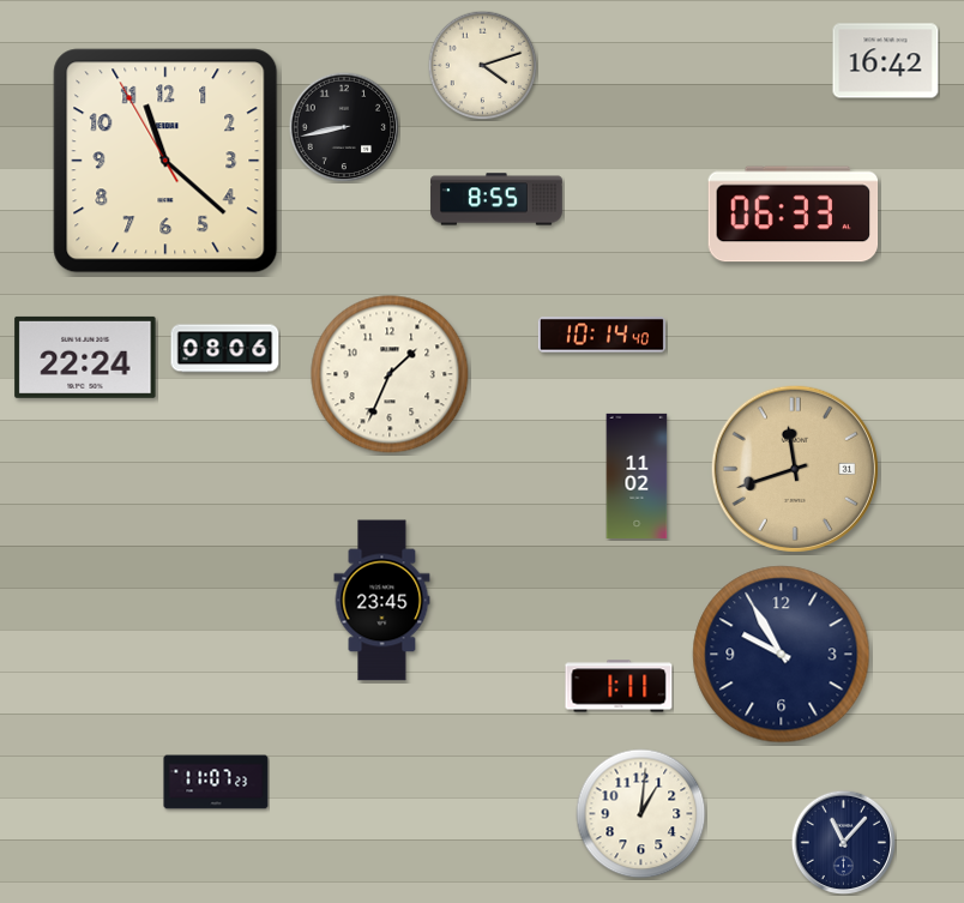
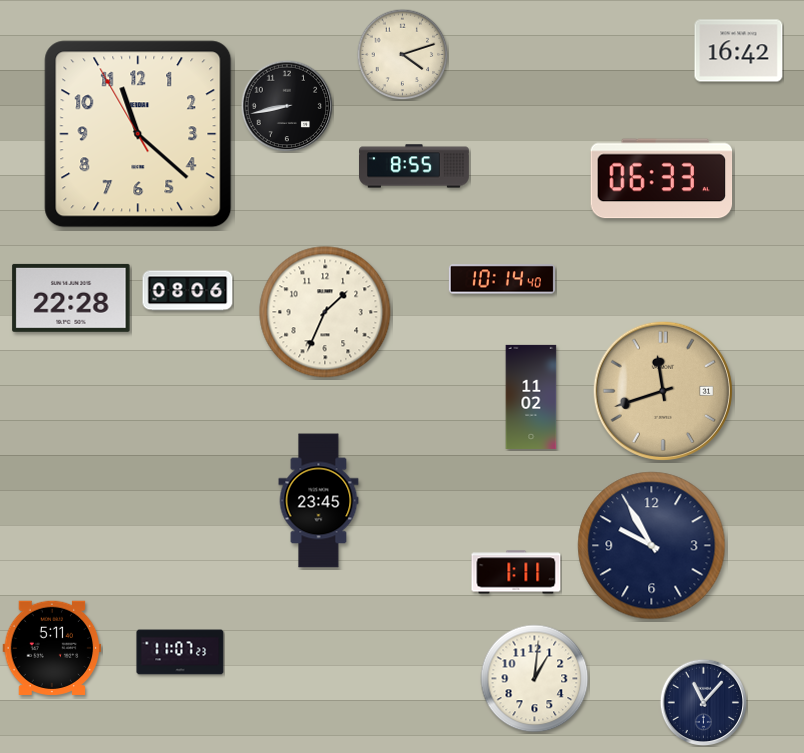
clock at (85, 357): 22:24 -> 22:28
clock at (52, 648): none -> 5:11
